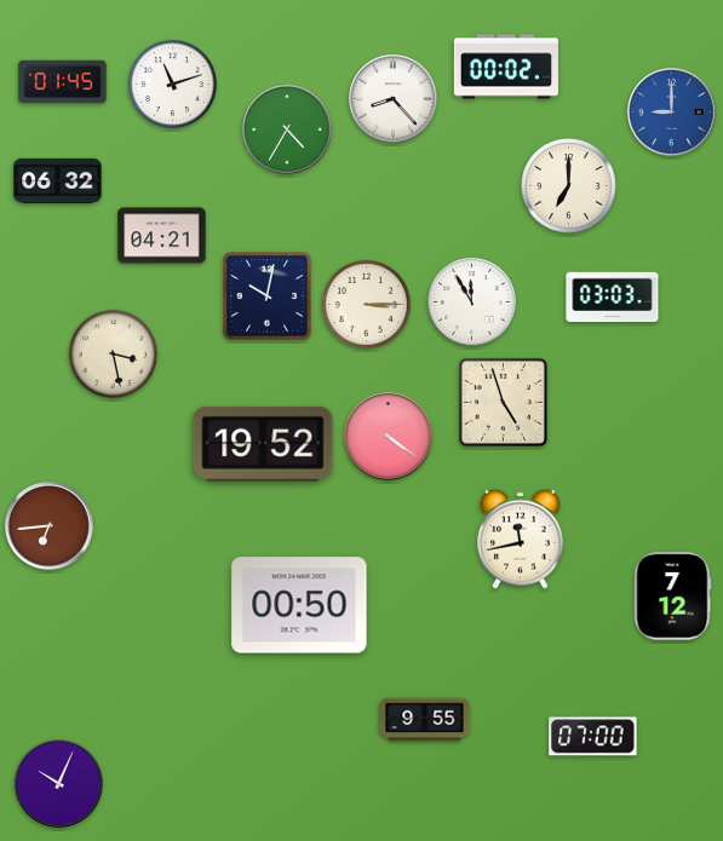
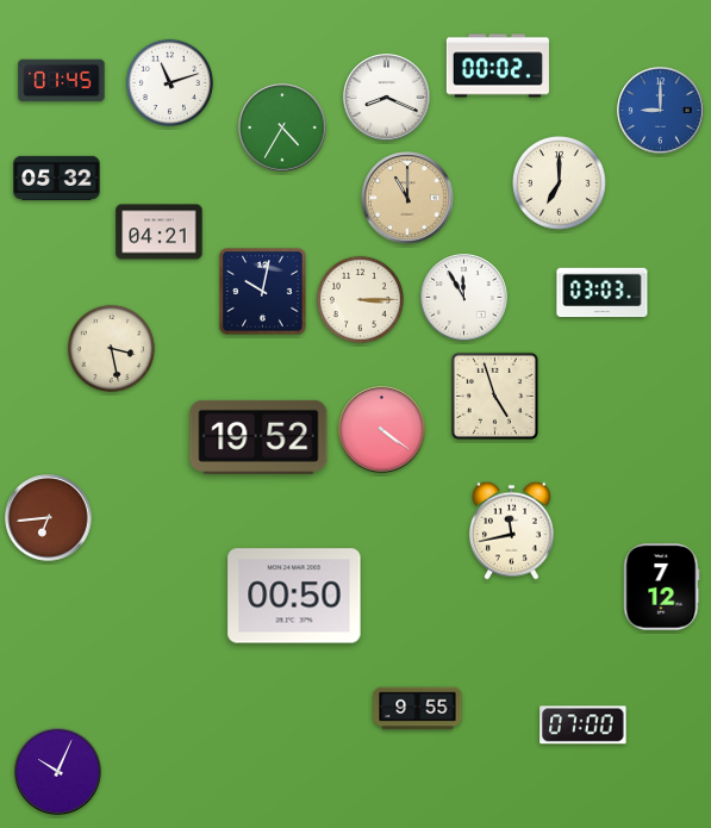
clock at (394, 99): 8:23 -> 8:19
clock at (58, 180): 06:32 -> 05:32
clock at (407, 198): none -> 11:00
